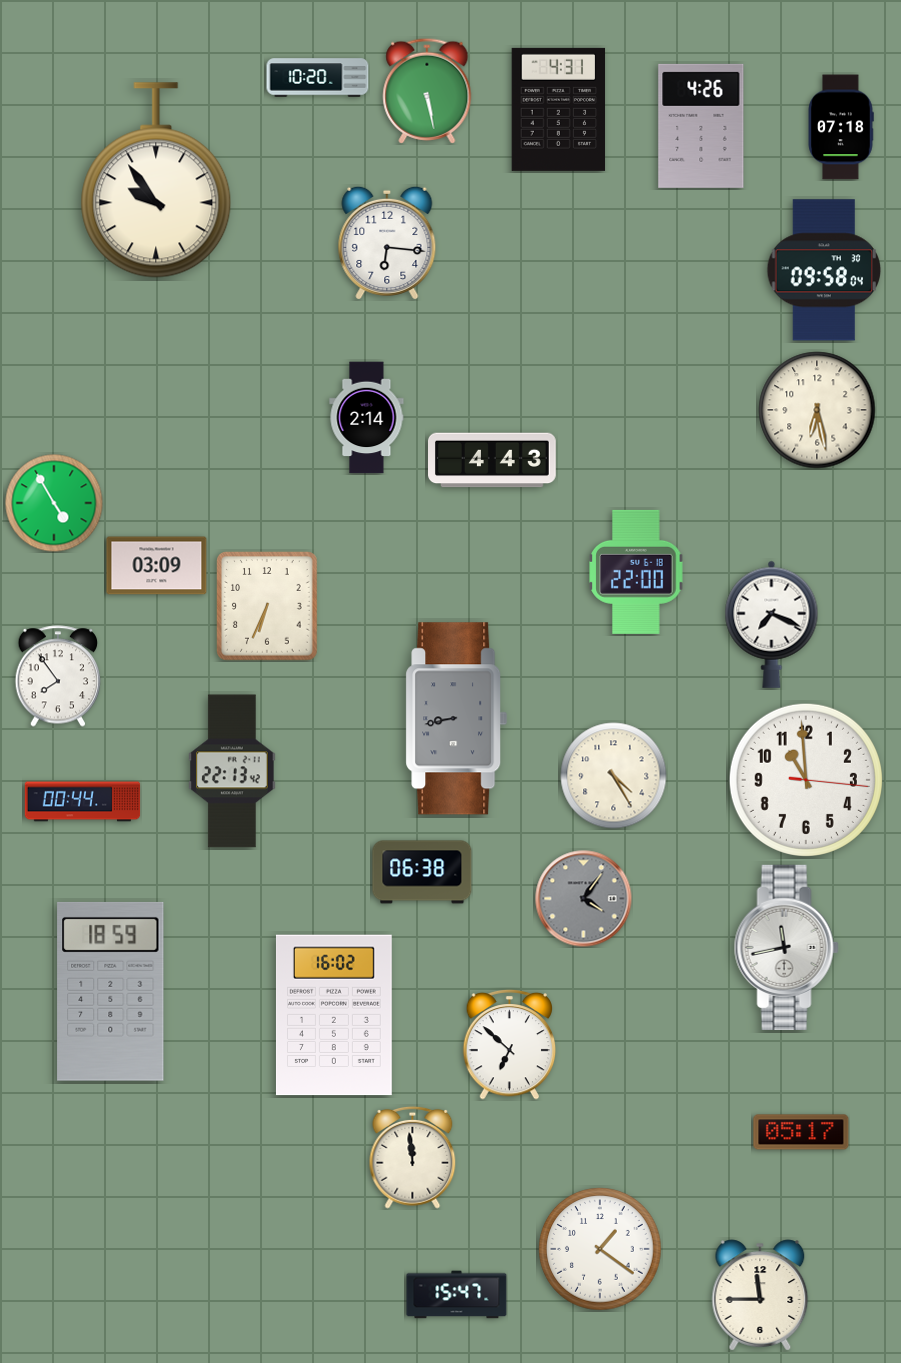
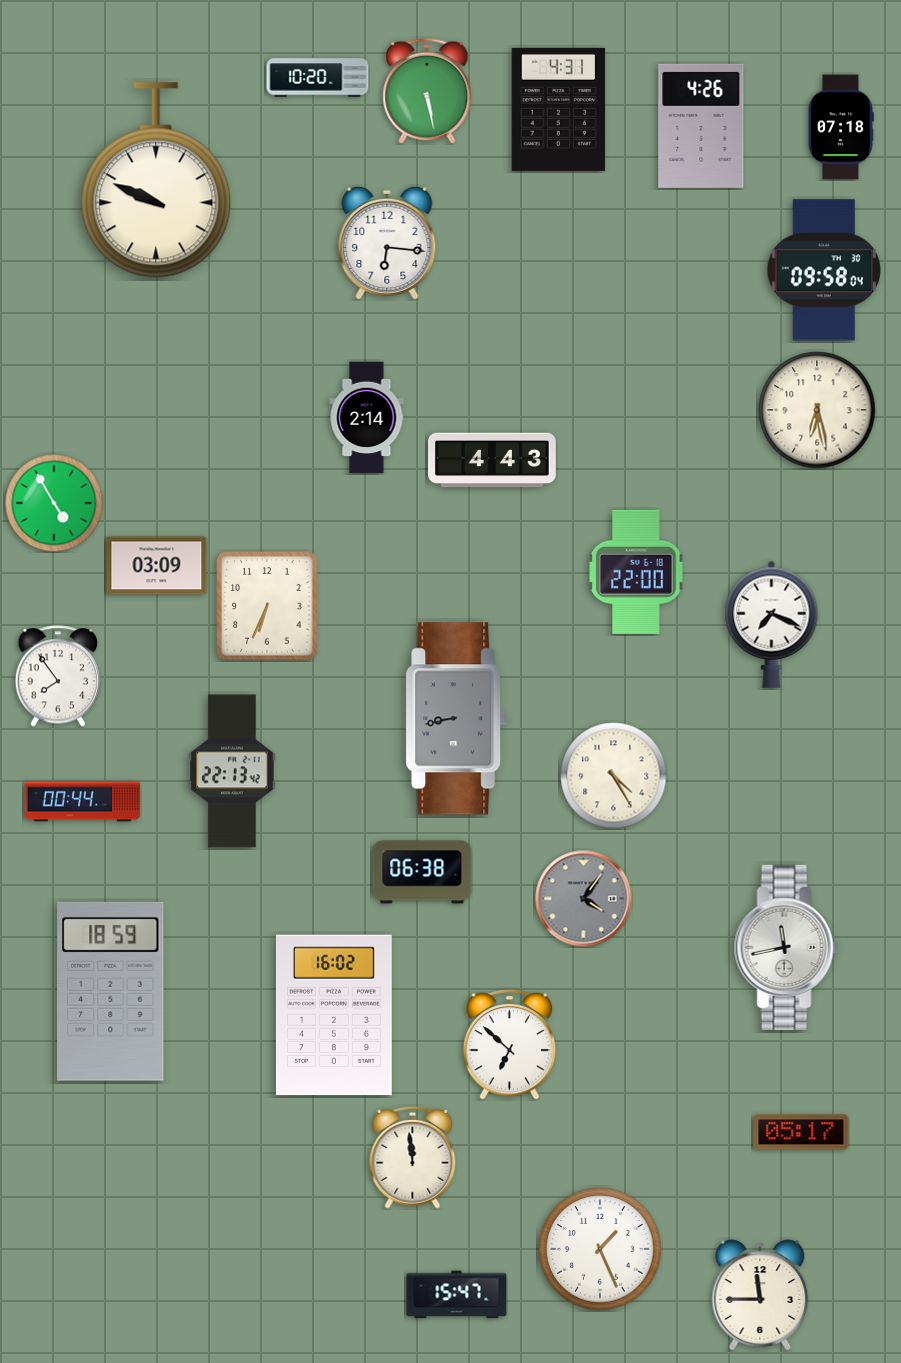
clock at (156, 180): 9:54 -> 9:49
clock at (806, 780): 10:59 -> none
clock at (600, 1249): 1:21 -> 1:26
